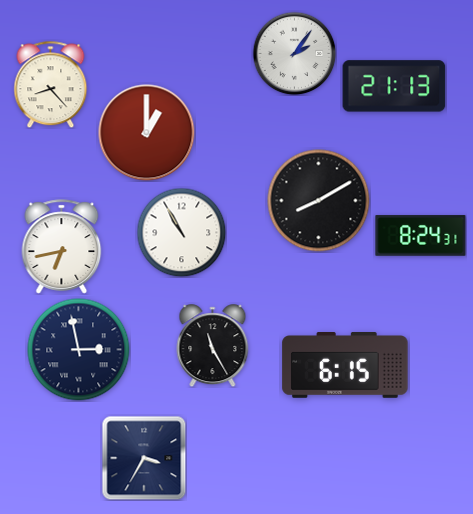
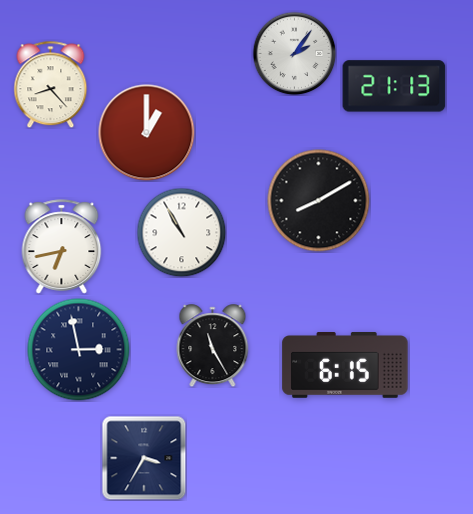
clock at (421, 236): 8:24 -> none
